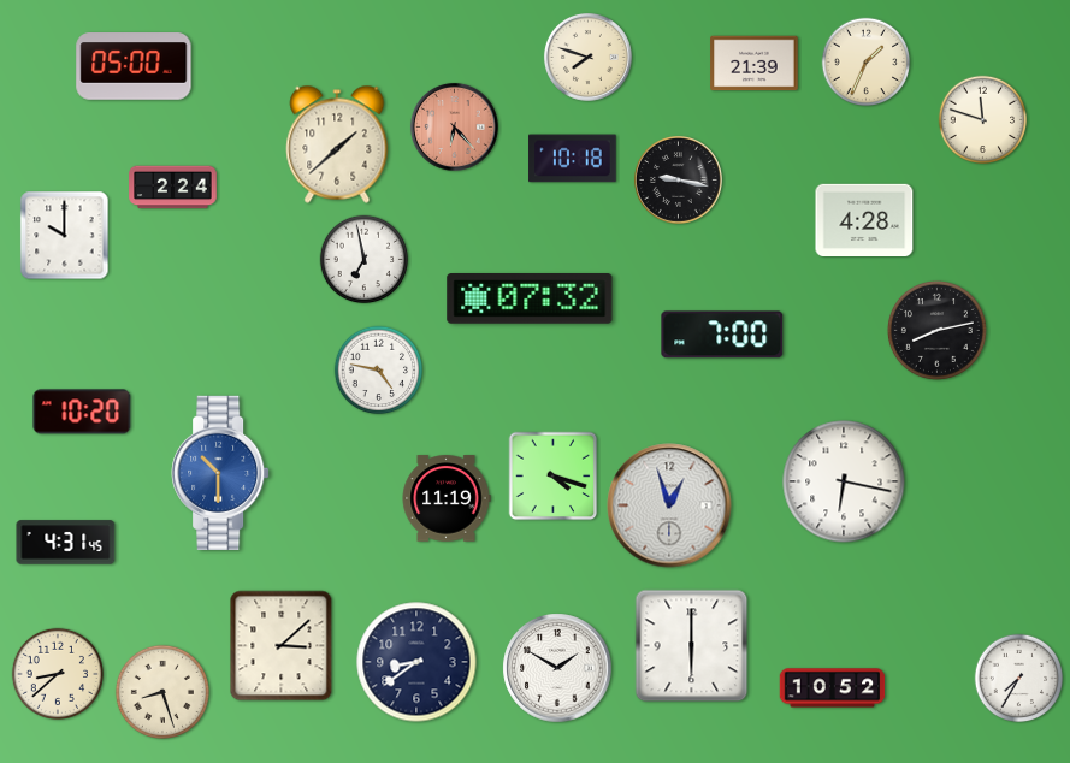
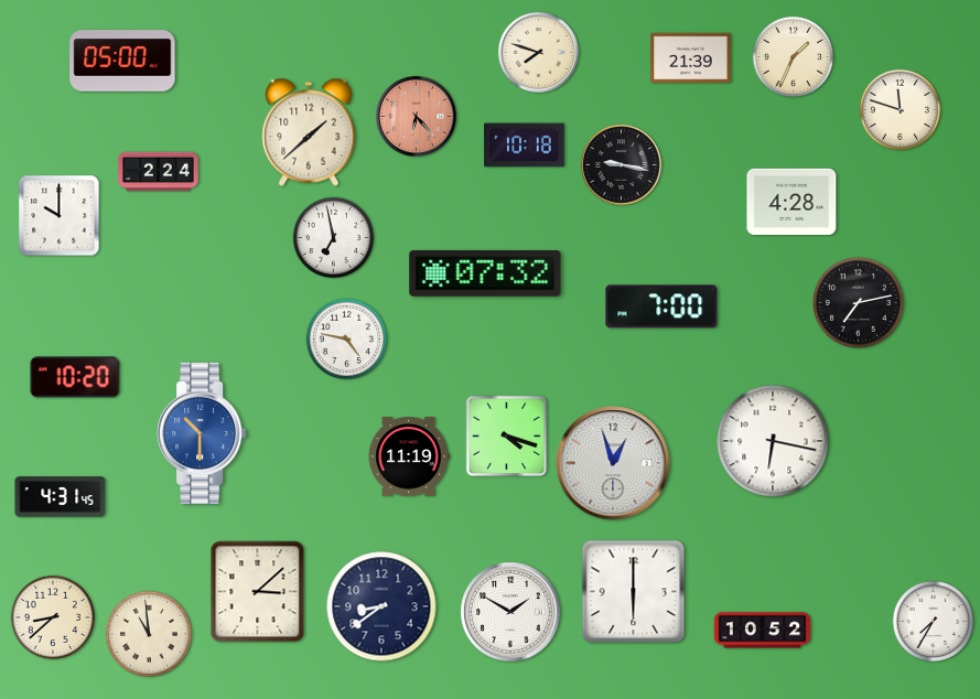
clock at (936, 330): 8:13 -> 7:13
clock at (162, 692): 8:27 -> 10:59
